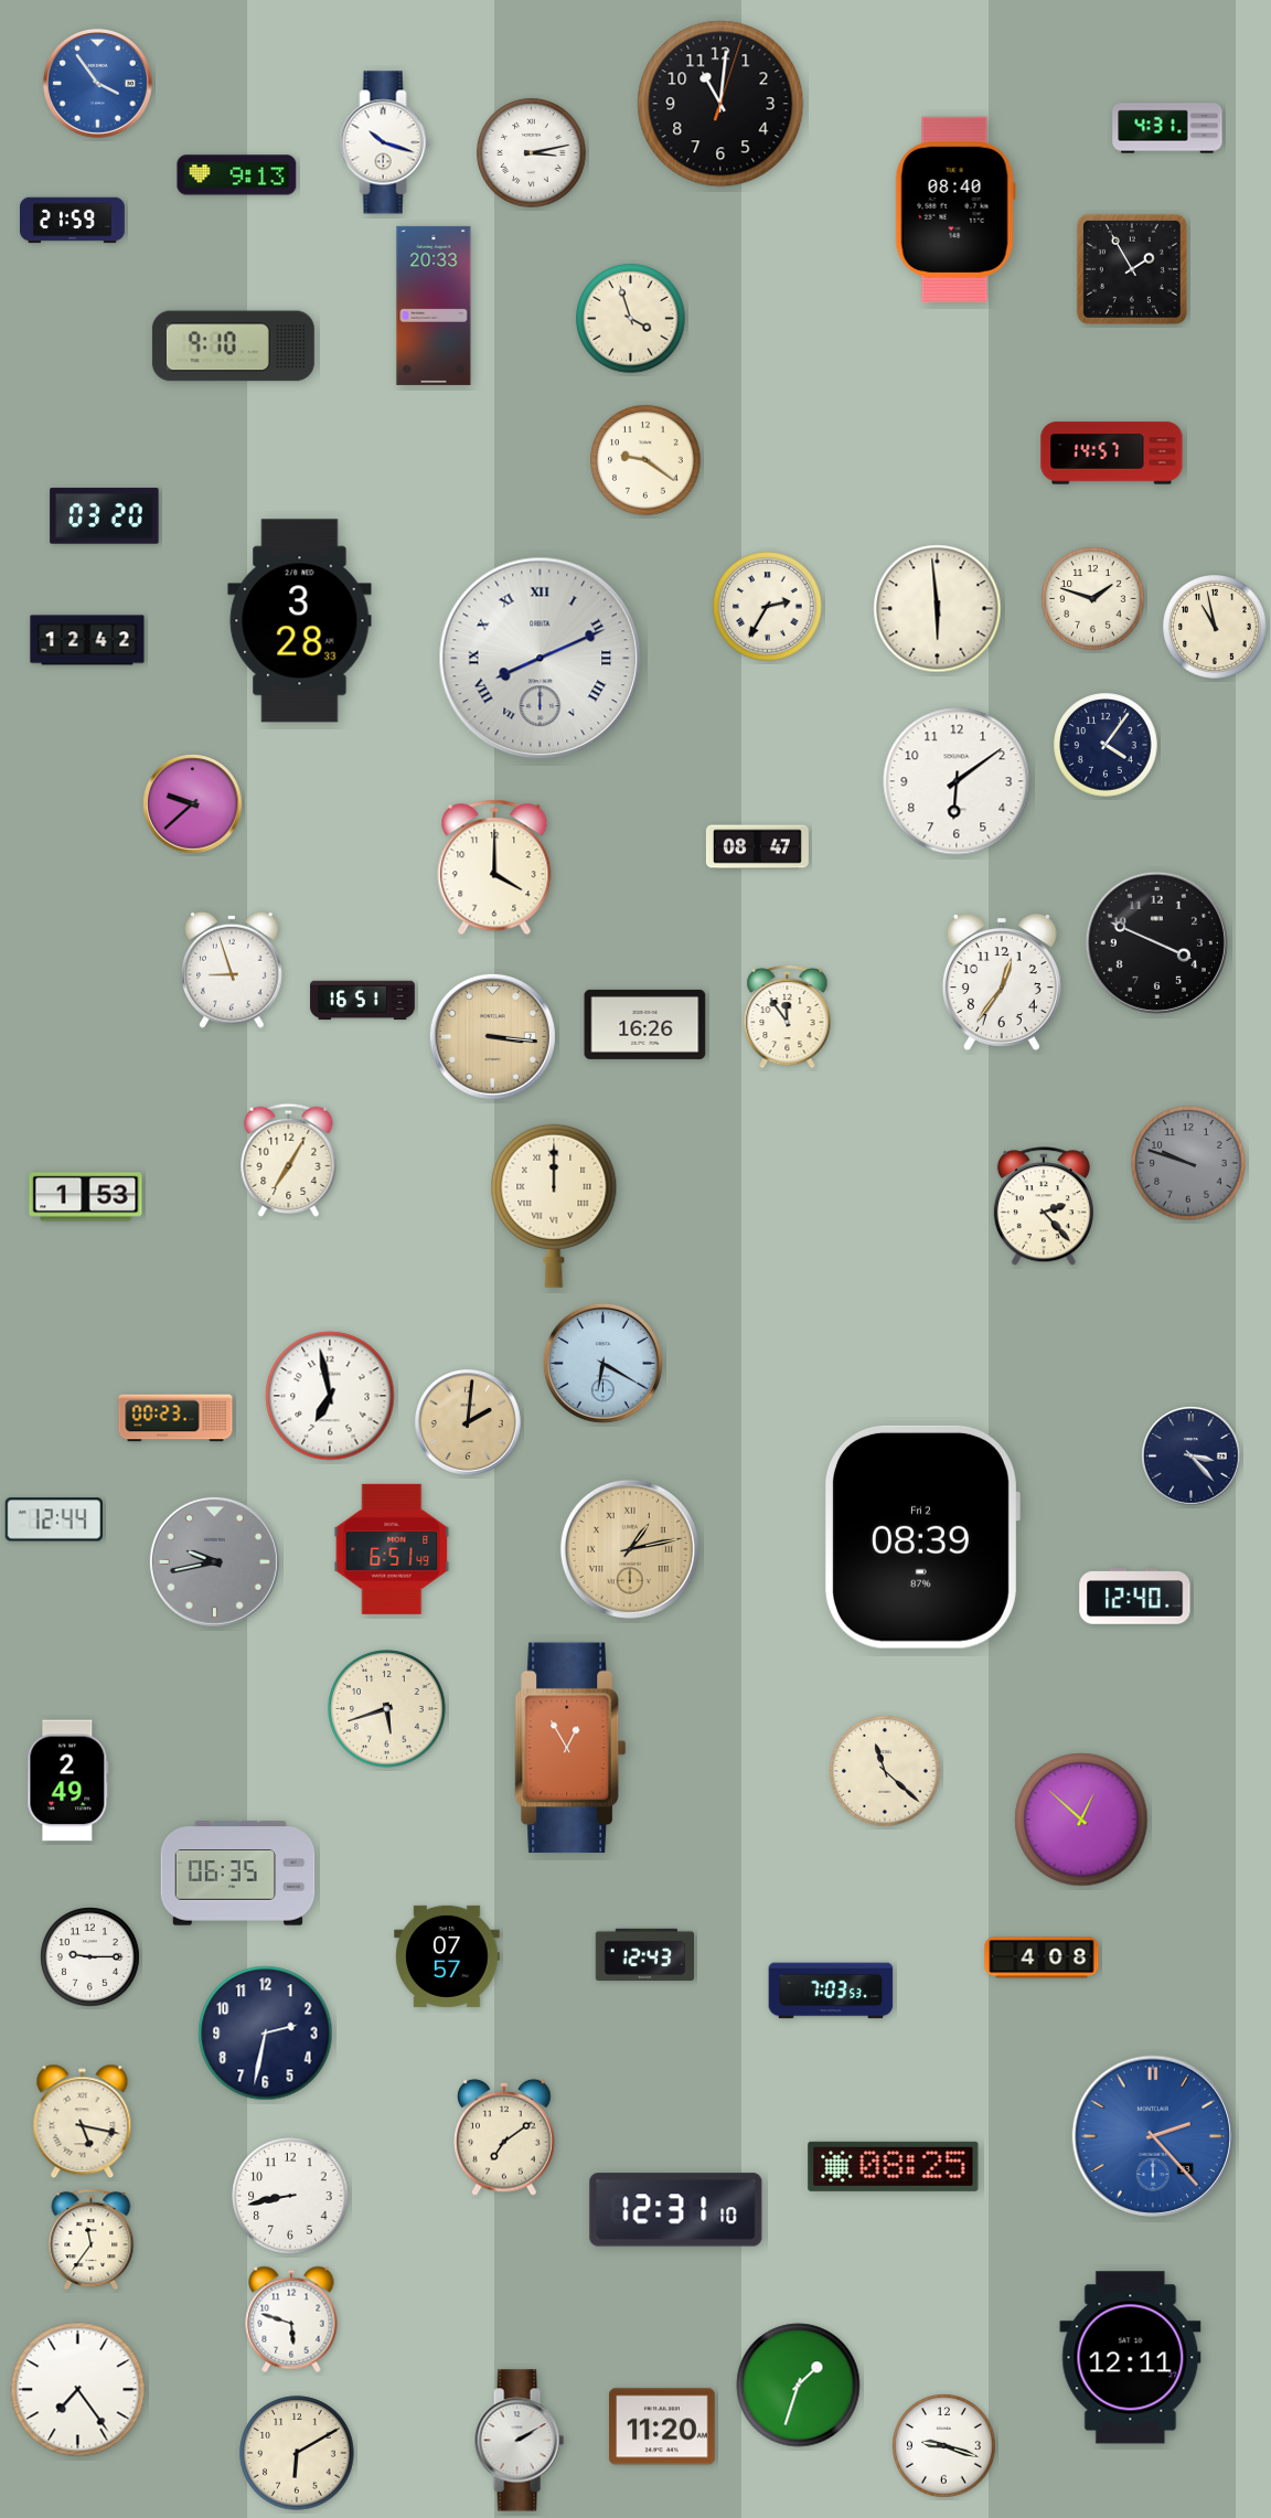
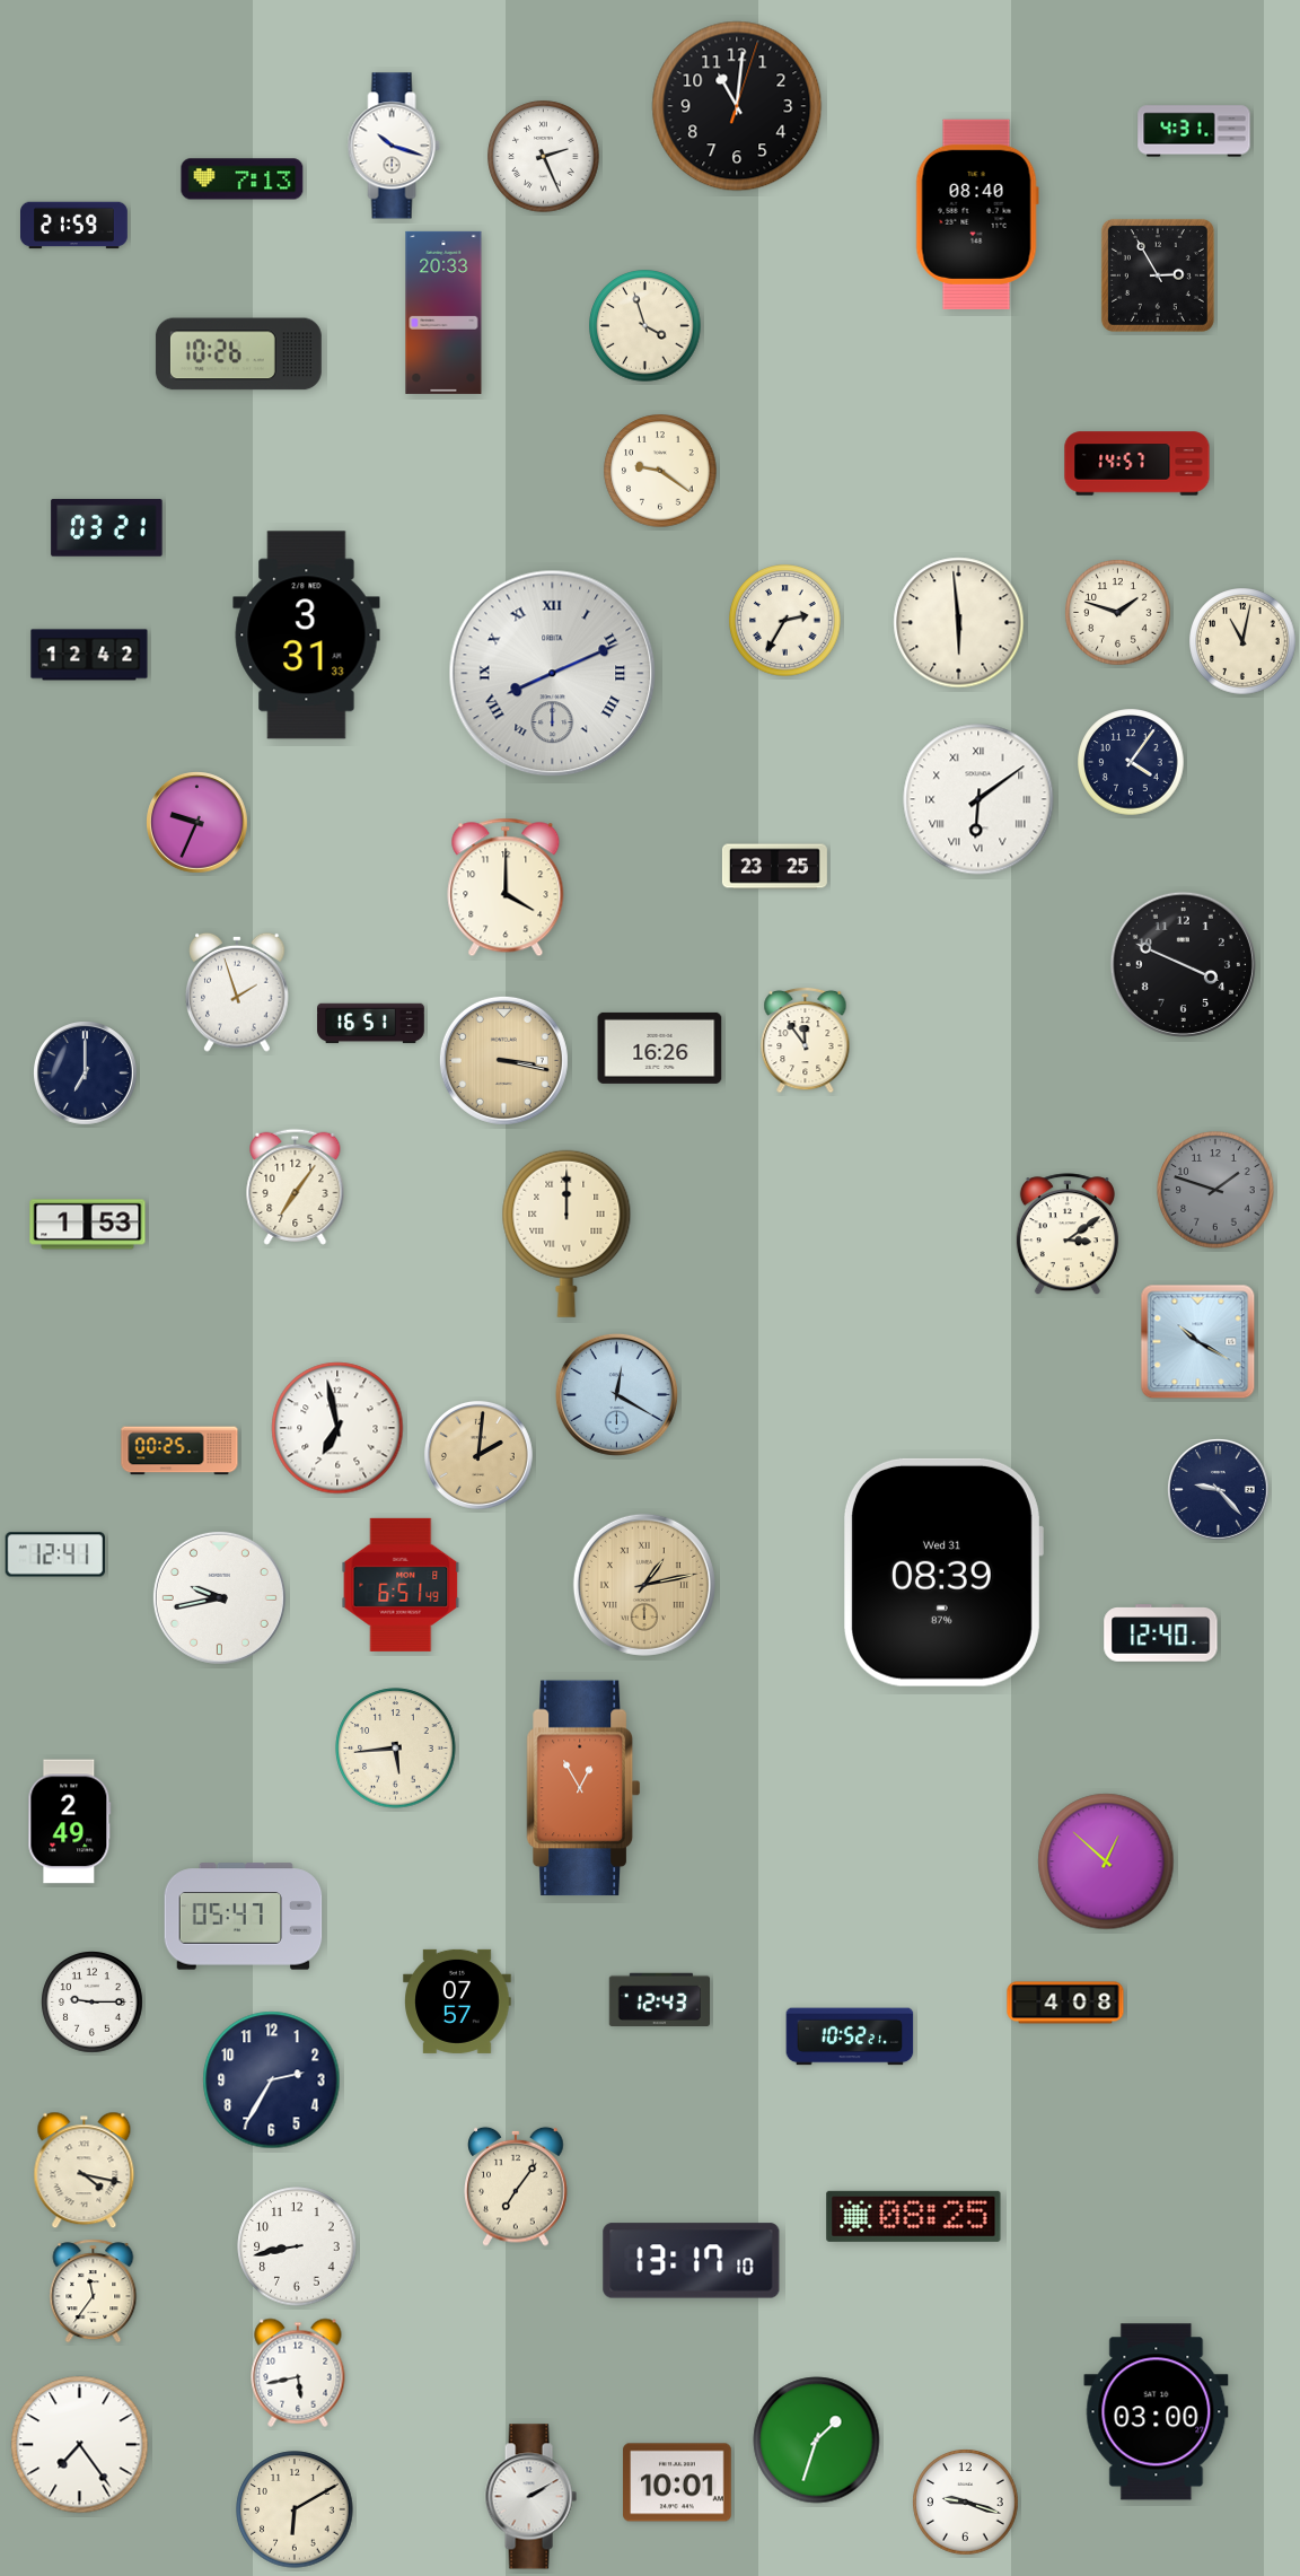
clock at (97, 83): 3:54 -> none
clock at (532, 153): 3:13 -> 2:26
clock at (237, 175): 9:13 -> 7:13
clock at (1132, 269): 1:55 -> 2:55
clock at (233, 346): 9:10 -> 10:26
clock at (105, 516): 03:20 -> 03:21
clock at (300, 621): 3:28 -> 3:31
clock at (1215, 627): 10:58 -> 11:02
clock at (957, 781) numerals: Arabic -> Roman
clock at (193, 804): 9:38 -> 9:34
clock at (757, 847): 08:47 -> 23:25
clock at (232, 970): 8:57 -> 1:57
clock at (1002, 983): 12:36 -> none
clock at (492, 1036): 3:16 -> 3:17
clock at (86, 1074): none -> 7:00
clock at (289, 1160): 7:05 -> 7:06
clock at (1188, 1163): 9:48 -> 1:48
clock at (1044, 1207): 2:23 -> 3:09
clock at (1198, 1342): none -> 10:20
clock at (602, 1363): 6:20 -> 12:20
clock at (175, 1418): 00:23 -> 00:25
clock at (1192, 1457): 3:23 -> 9:23
clock at (53, 1519): 12:44 -> 12:41
clock at (922, 1537) date: Fri 2 -> Wed 31
clock at (214, 1561) dial: grey -> white
clock at (387, 1709): 5:42 -> 5:44
clock at (885, 1771): 11:22 -> none
clock at (238, 1874): 06:35 -> 05:47
clock at (831, 1991): 7:03 -> 10:52
clock at (266, 2034): 2:32 -> 2:35
clock at (83, 2122): 5:17 -> 4:17
clock at (1153, 2136): 2:23 -> none
clock at (504, 2137): 7:09 -> 7:06
clock at (676, 2210): 12:31 -> 13:17
clock at (291, 2319): 5:48 -> 5:43
clock at (1131, 2358): 12:11 -> 03:00
clock at (662, 2426): 11:20 -> 10:01
clock at (297, 2453) position: (297, 2453) -> (295, 2509)
